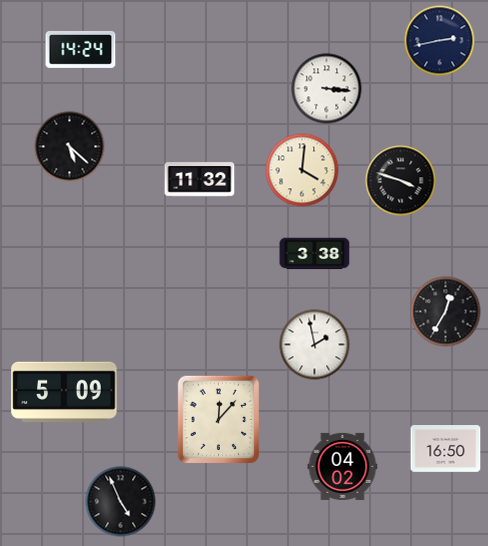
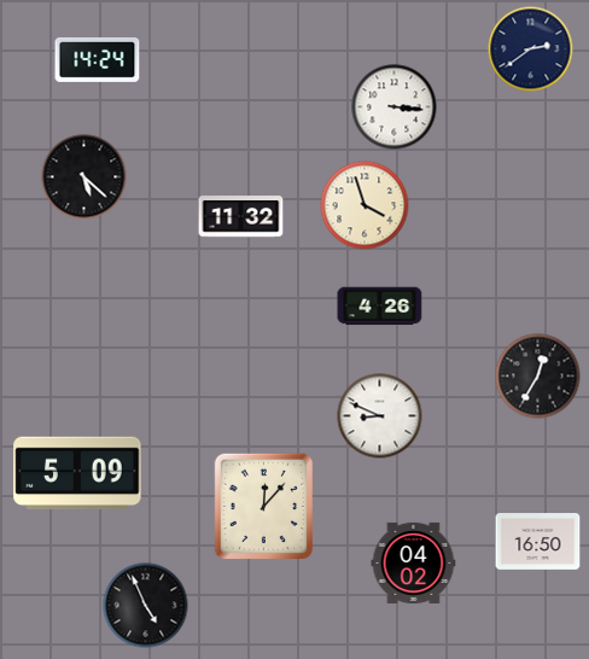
clock at (440, 41): 2:43 -> 2:39
clock at (302, 170): 4:01 -> 3:57
clock at (401, 181): 3:48 -> none
clock at (315, 254): 3:38 -> 4:26
clock at (315, 345): 1:58 -> 8:49
